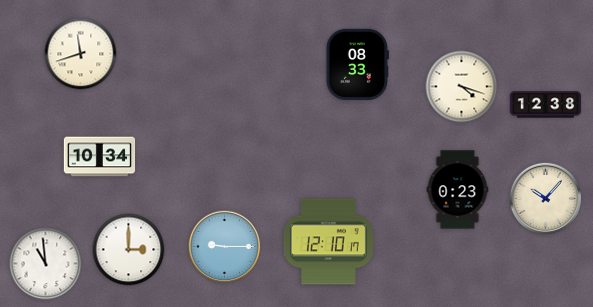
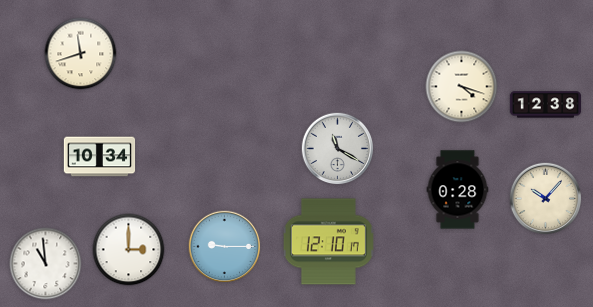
clock at (357, 64): 08:33 -> none
clock at (338, 149): none -> 11:20
clock at (458, 190): 0:23 -> 0:28
